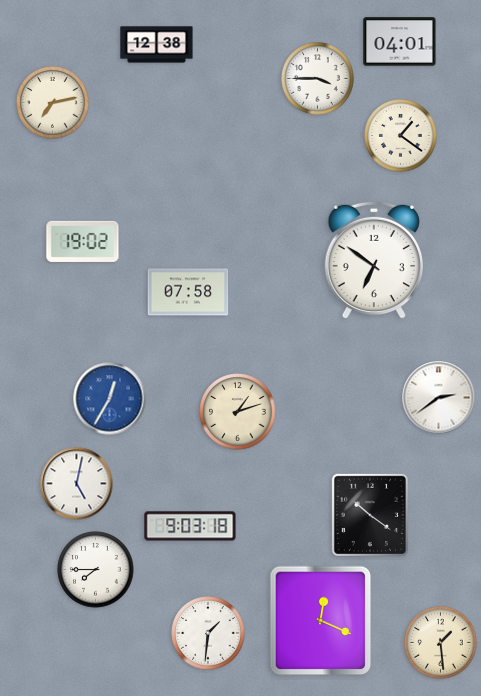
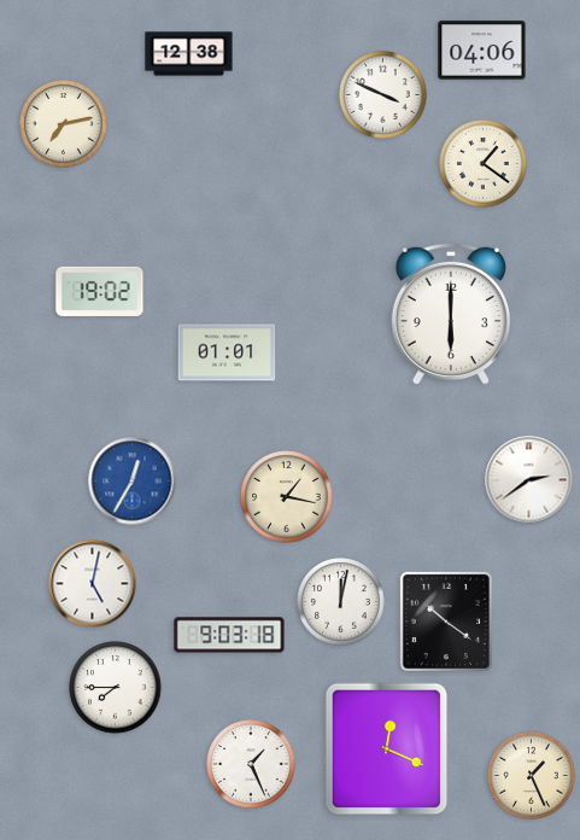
clock at (400, 42): 04:01 -> 04:06
clock at (318, 79): 3:45 -> 3:49
clock at (373, 260): 6:51 -> 6:00
clock at (188, 292): 07:58 -> 01:01
clock at (238, 412): 1:12 -> 1:17
clock at (341, 602): none -> 12:02
clock at (208, 633): 1:31 -> 1:26
clock at (441, 643): 1:29 -> 1:26
